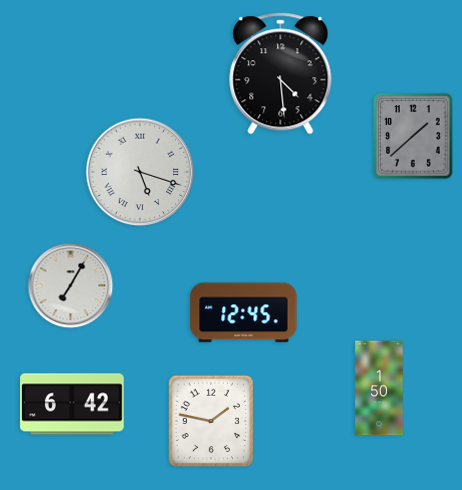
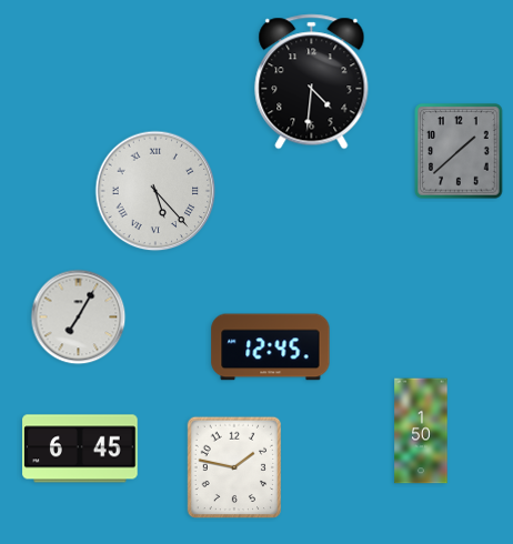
clock at (281, 74): 4:29 -> 4:31
clock at (140, 172): 5:18 -> 5:23
clock at (72, 404): 6:42 -> 6:45
